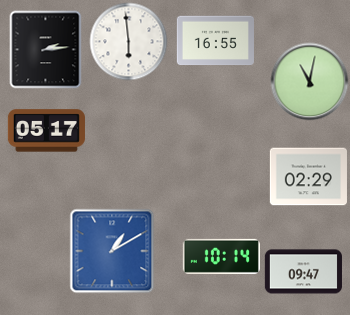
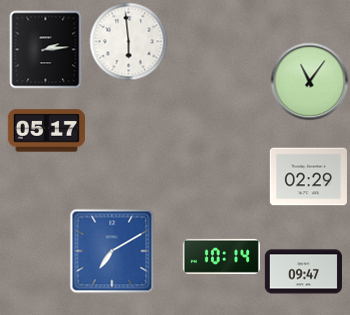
clock at (215, 41): 16:55 -> none
clock at (309, 81): 11:02 -> 11:06
clock at (112, 251): 1:10 -> 7:10
